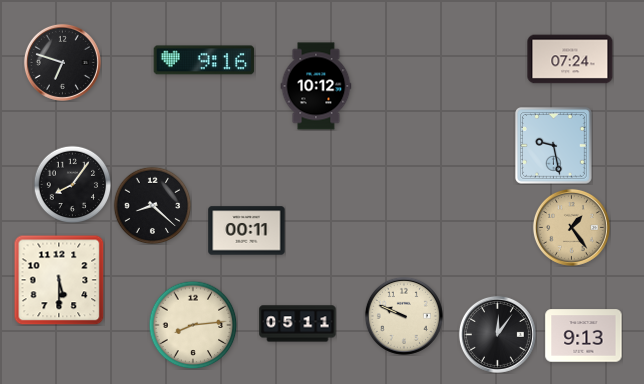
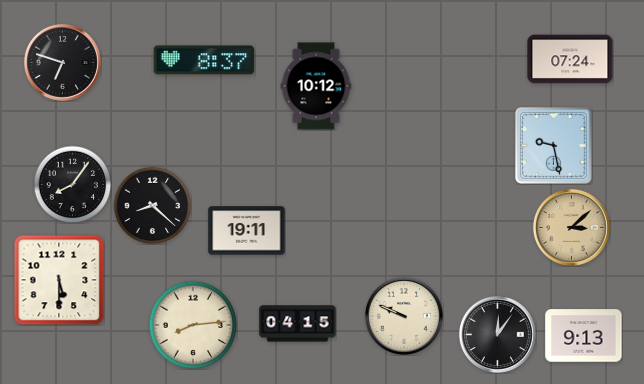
clock at (204, 60): 9:16 -> 8:37
clock at (571, 227): 1:24 -> 3:08
clock at (247, 231): 00:11 -> 19:11
clock at (298, 324): 05:11 -> 04:15
